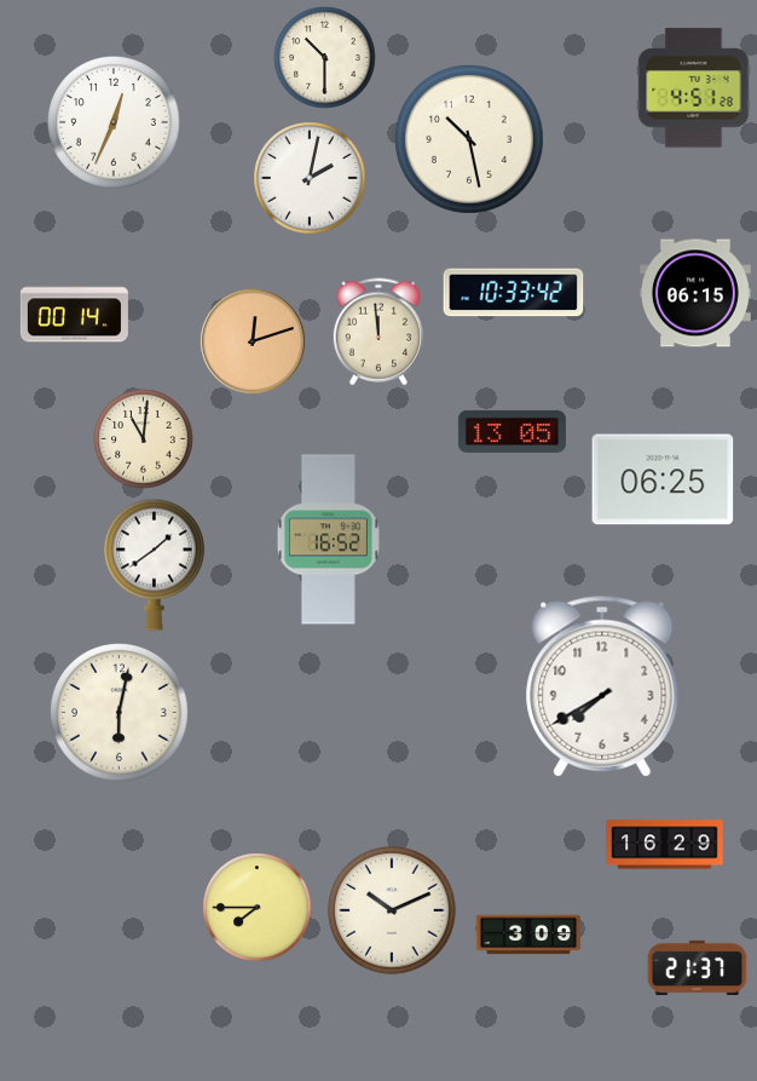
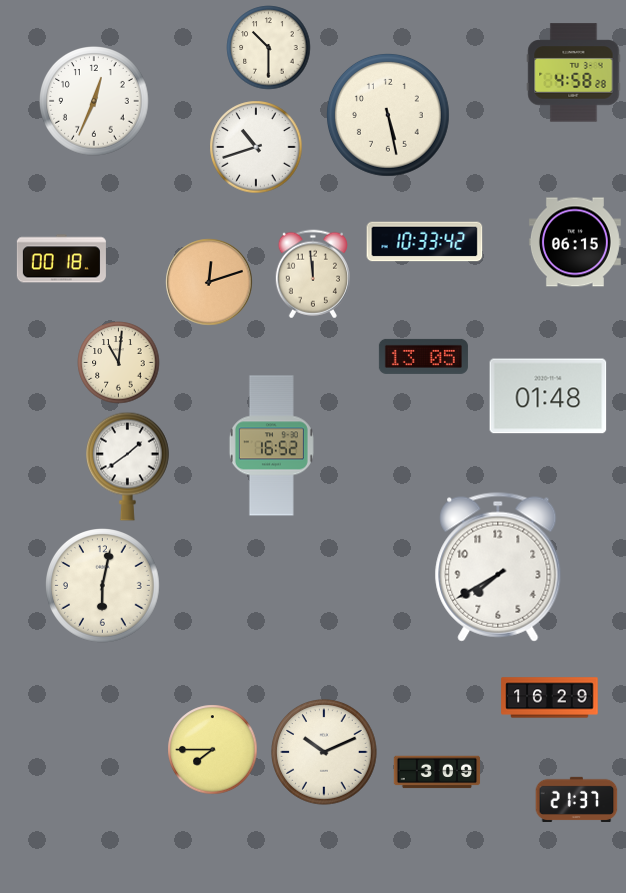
clock at (694, 88): 4:51 -> 4:58
clock at (469, 139): 10:28 -> 5:28
clock at (310, 178): 2:02 -> 10:42
clock at (74, 314): 00:14 -> 00:18
clock at (663, 479): 06:25 -> 01:48
clock at (120, 713) position: (120, 713) -> (103, 586)
